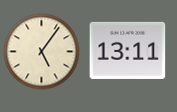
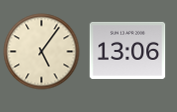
clock at (128, 50): 13:11 -> 13:06
